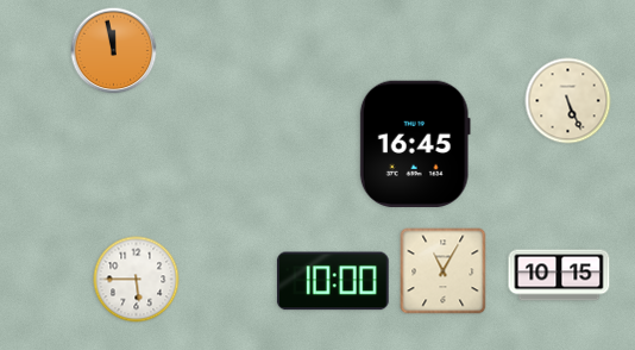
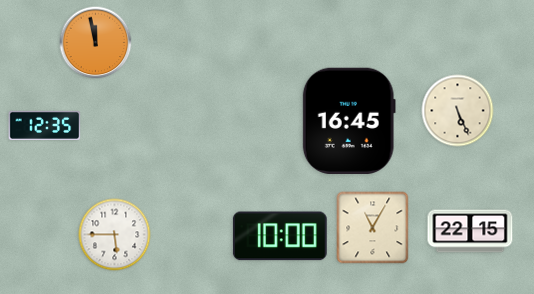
clock at (568, 101) position: (568, 101) -> (458, 111)
clock at (45, 125): none -> 12:35
clock at (559, 275): 10:15 -> 22:15
